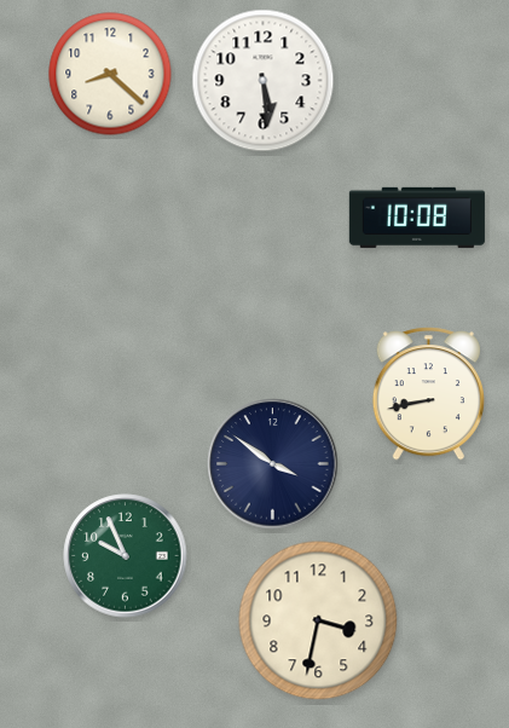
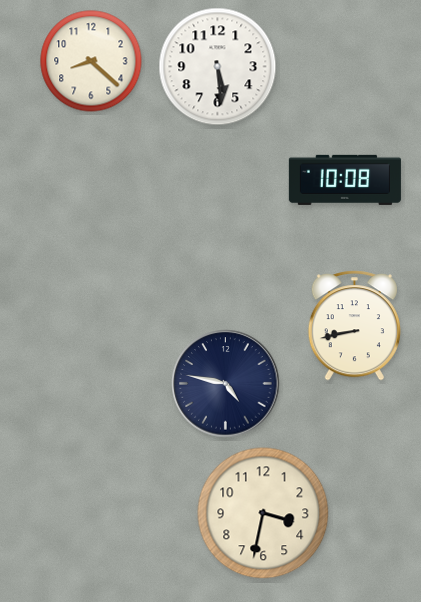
clock at (273, 464): 3:51 -> 4:47
clock at (126, 556): 9:56 -> none
